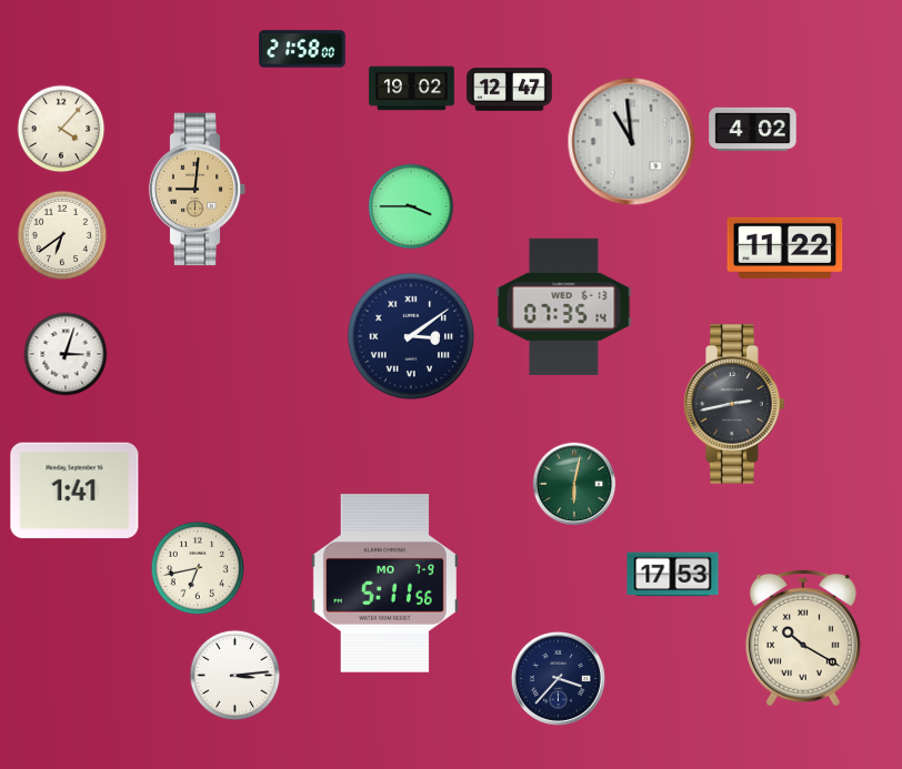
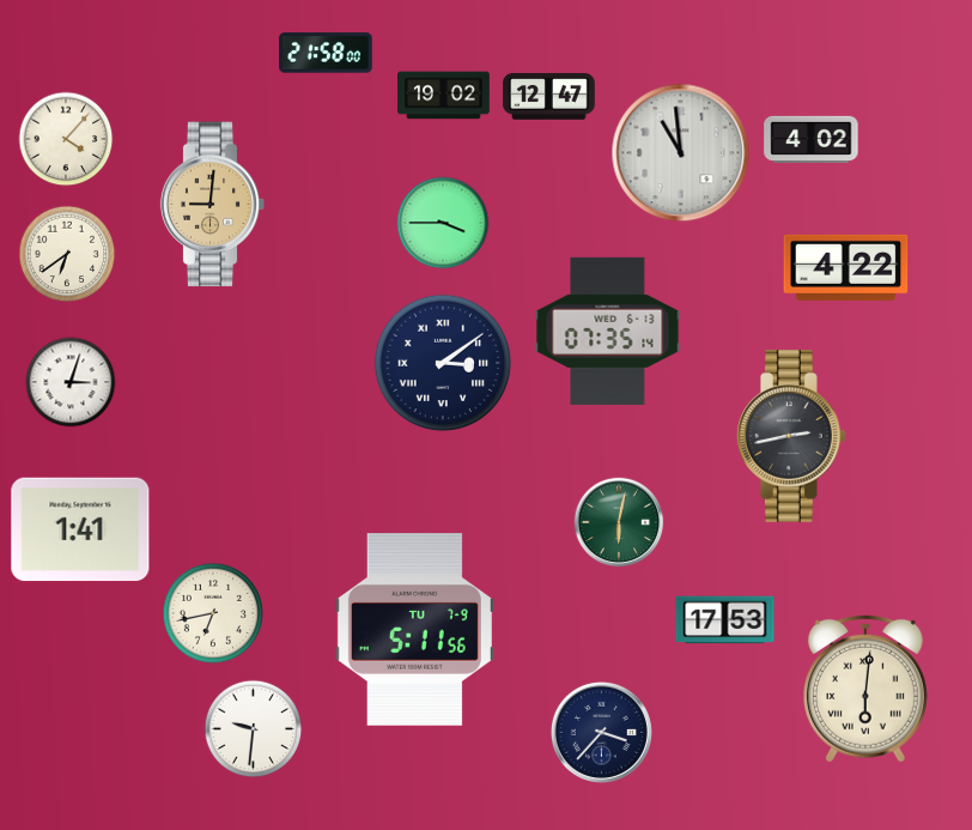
clock at (785, 247): 11:22 -> 4:22
clock at (384, 584) date: MO 7-9 -> TU 7-9
clock at (803, 638): 10:20 -> 6:01
clock at (235, 676): 3:14 -> 9:31
